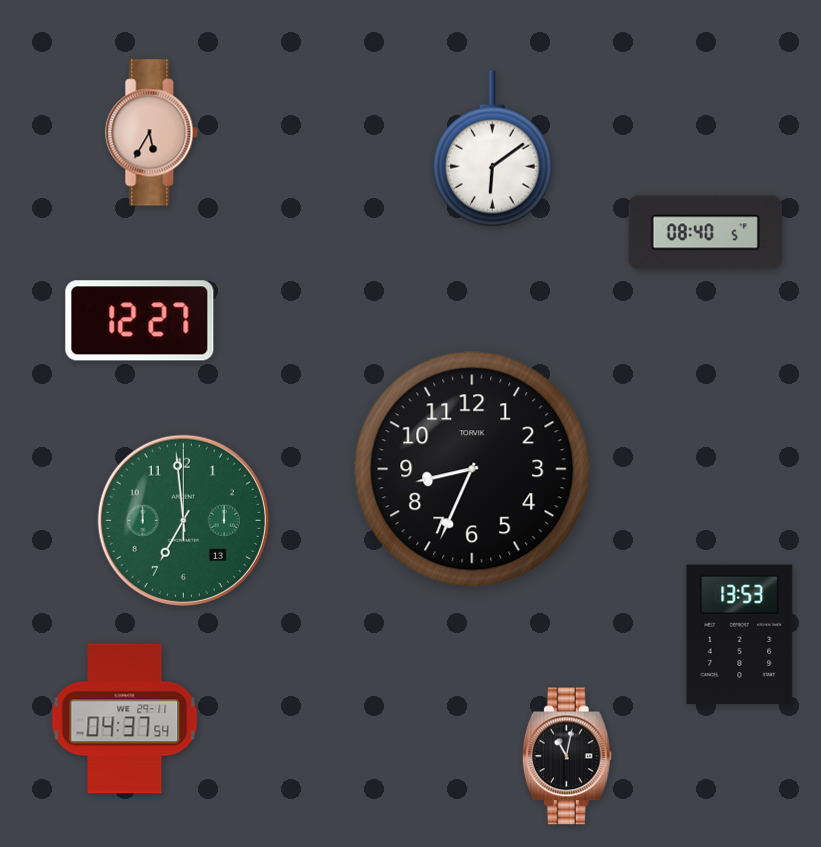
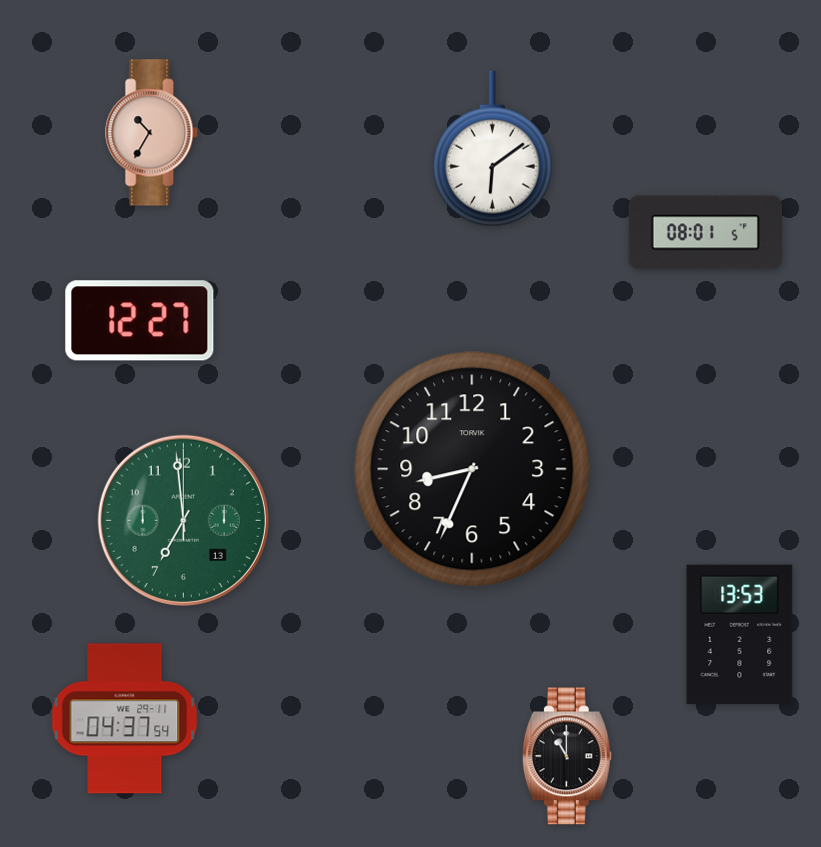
clock at (152, 133): 5:35 -> 10:35
clock at (705, 233): 08:40 -> 08:01
clock at (567, 756): 11:02 -> 11:00
